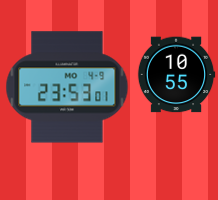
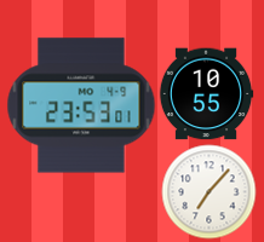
clock at (176, 75) position: (176, 75) -> (206, 94)
clock at (208, 191): none -> 7:07
